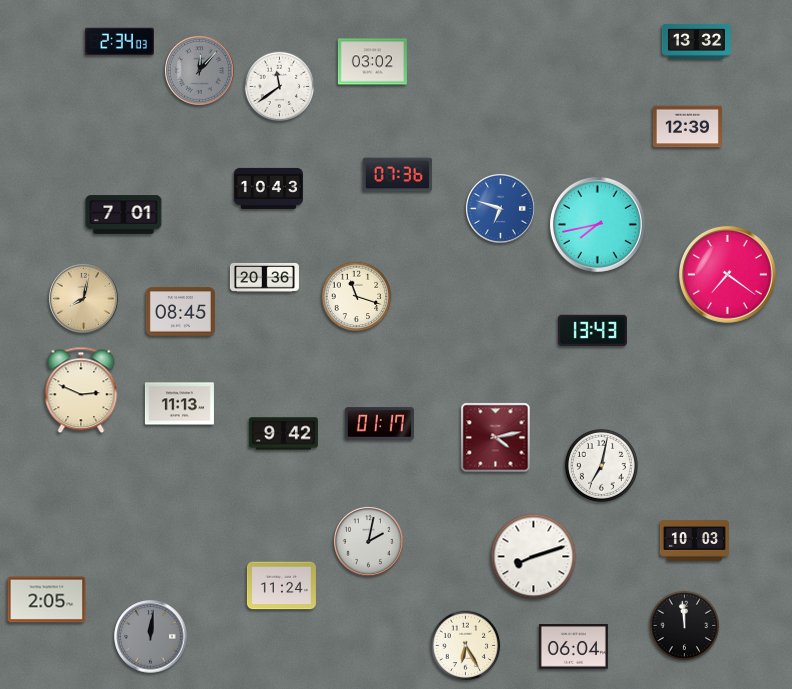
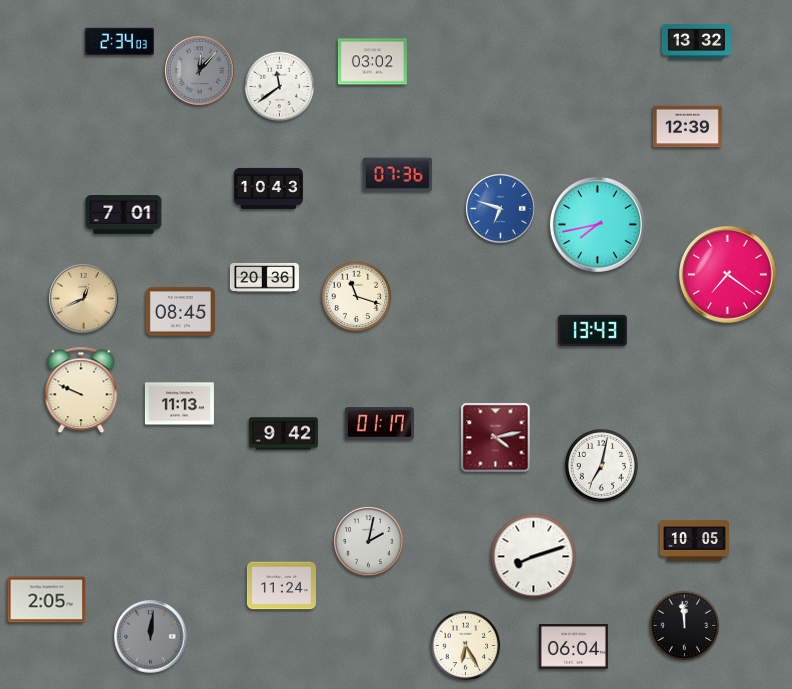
clock at (84, 299): 8:02 -> 12:41
clock at (81, 390): 2:49 -> 9:49
clock at (694, 541): 10:03 -> 10:05
